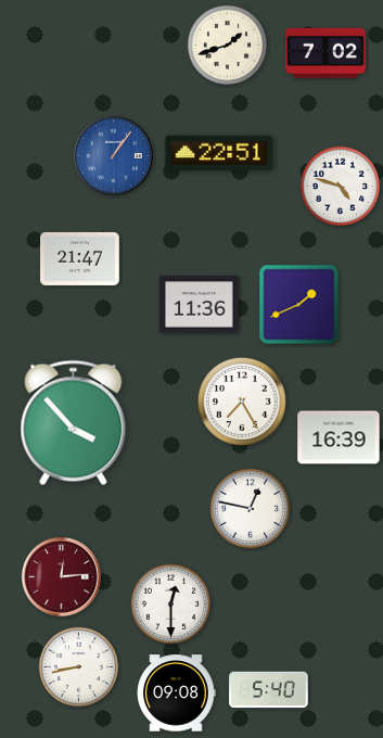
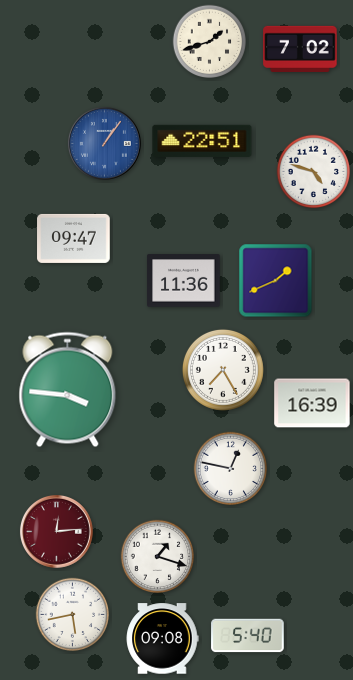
clock at (80, 258): 21:47 -> 09:47
clock at (74, 423): 3:53 -> 3:46
clock at (171, 605): 12:30 -> 1:18
clock at (79, 667): 8:43 -> 5:43
